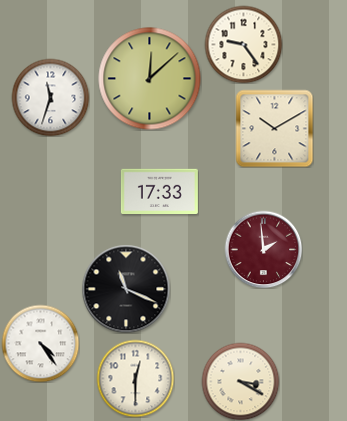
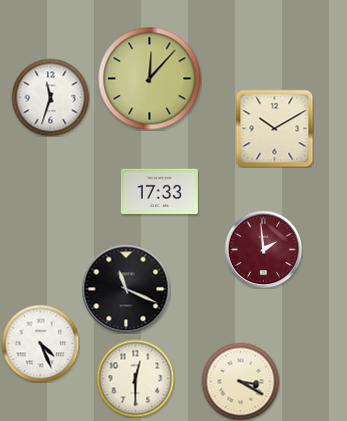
clock at (243, 44): 9:24 -> none
clock at (150, 79): 12:08 -> 12:07
clock at (40, 343): 4:24 -> 4:26
